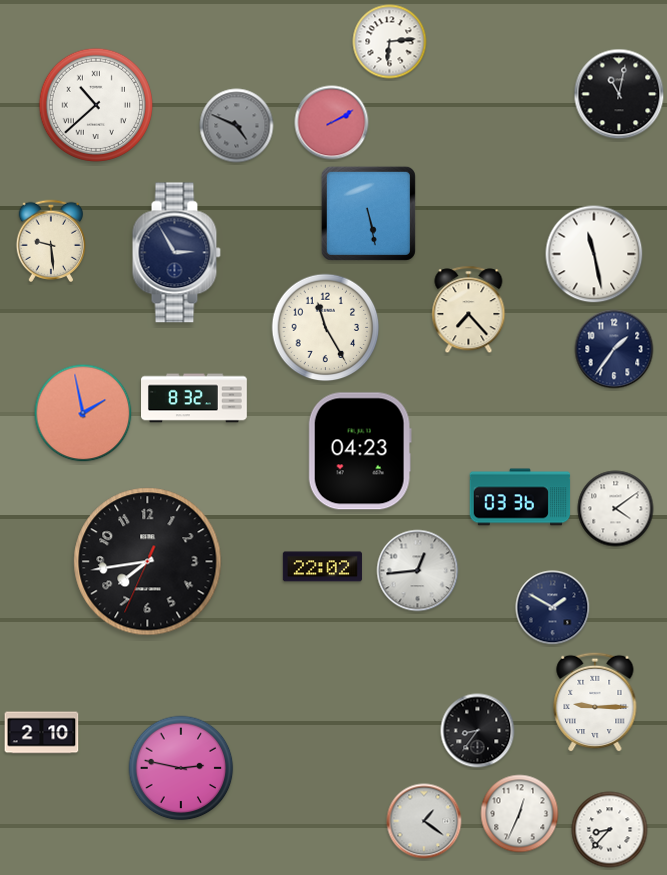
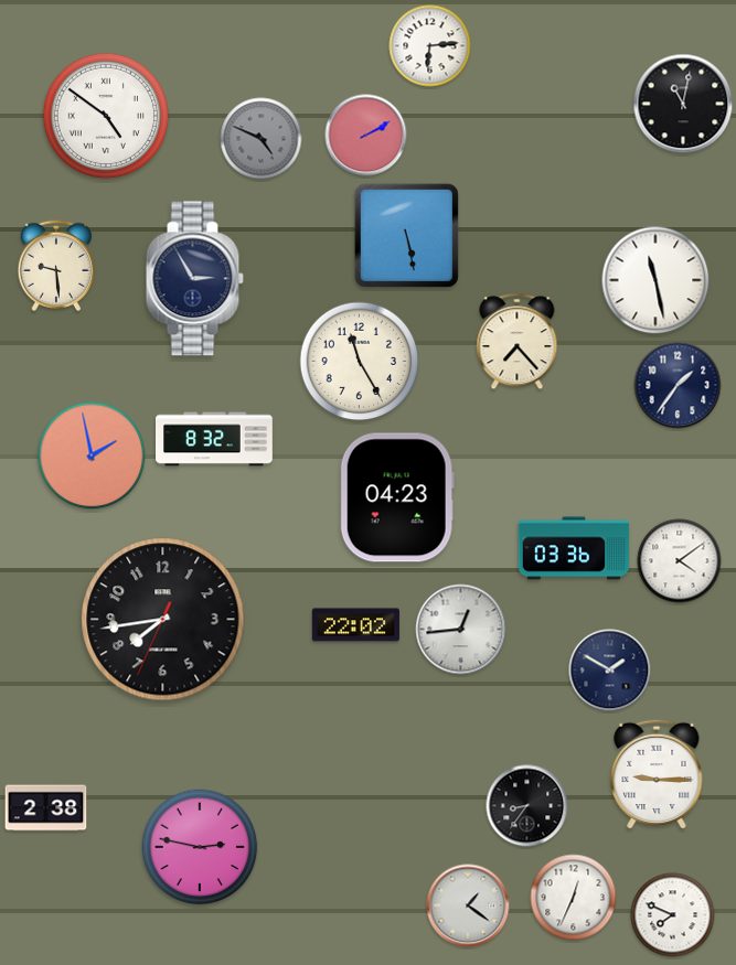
clock at (95, 104): 10:38 -> 4:51
clock at (42, 733): 2:10 -> 2:38
clock at (610, 830): 8:37 -> 7:49
